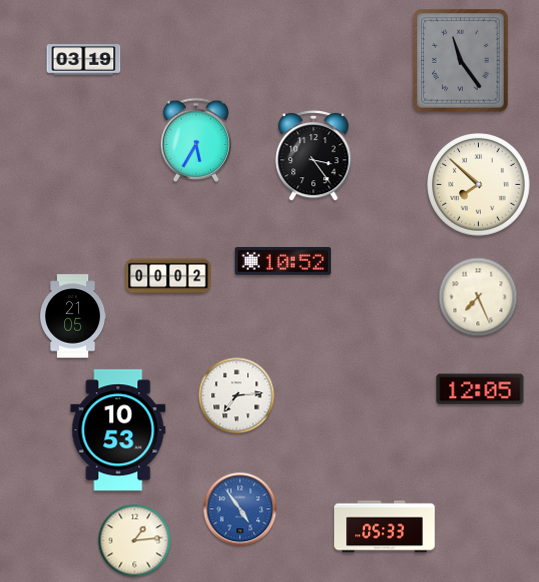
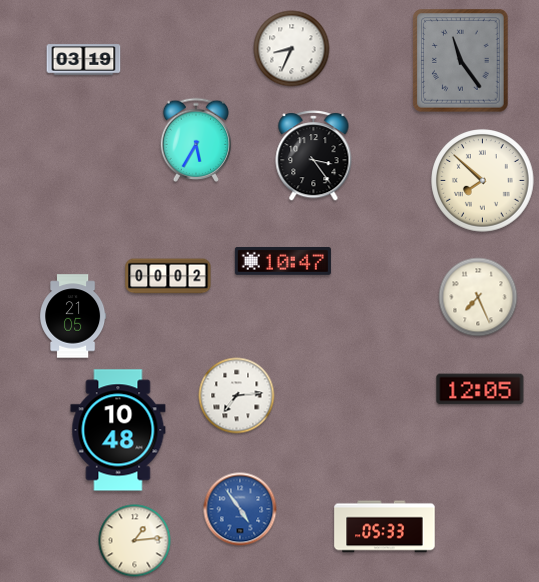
clock at (292, 49): none -> 8:34
clock at (479, 185) position: (479, 185) -> (483, 181)
clock at (283, 261): 10:52 -> 10:47
clock at (118, 430): 10:53 -> 10:48
